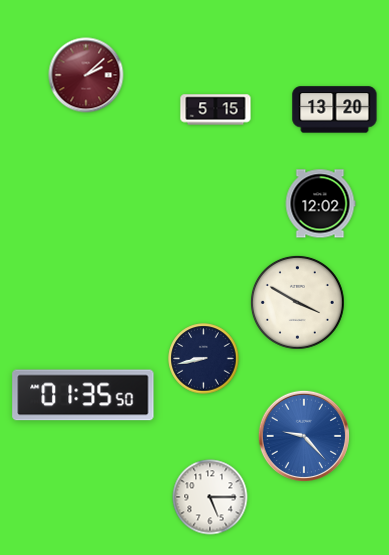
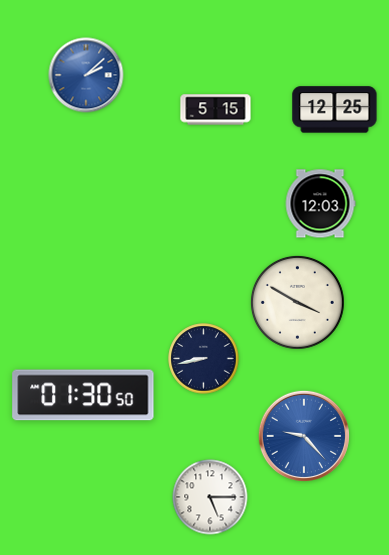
clock at (86, 75) dial: burgundy -> blue
clock at (335, 110): 13:20 -> 12:25
clock at (320, 204): 12:02 -> 12:03
clock at (83, 395): 01:35 -> 01:30
